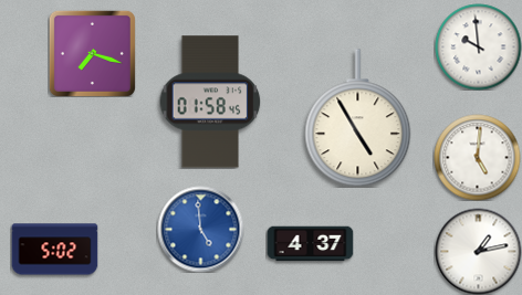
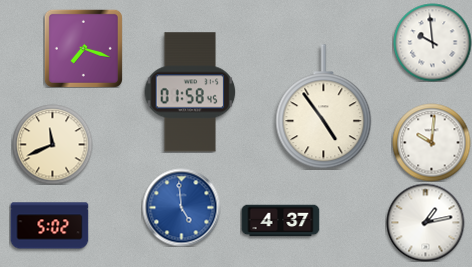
clock at (358, 118): 4:55 -> 4:54
clock at (477, 157): 5:01 -> 10:01
clock at (52, 144): none -> 11:41
clock at (478, 251) position: (478, 251) -> (425, 222)
